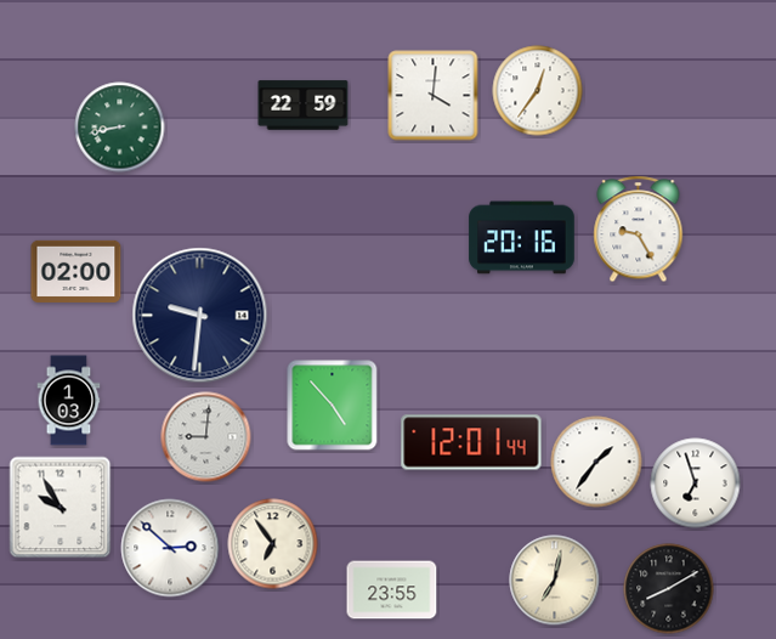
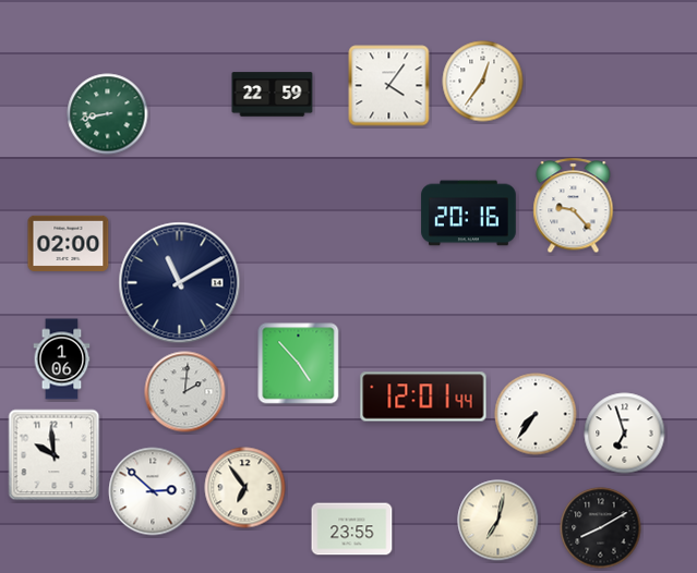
clock at (434, 96): 4:01 -> 4:06
clock at (639, 230): 9:25 -> 9:23
clock at (200, 316): 9:31 -> 11:10
clock at (69, 401): 1:03 -> 1:06
clock at (206, 437): 9:01 -> 2:01
clock at (596, 462): 1:36 -> 7:36
clock at (61, 508): 9:55 -> 9:59
